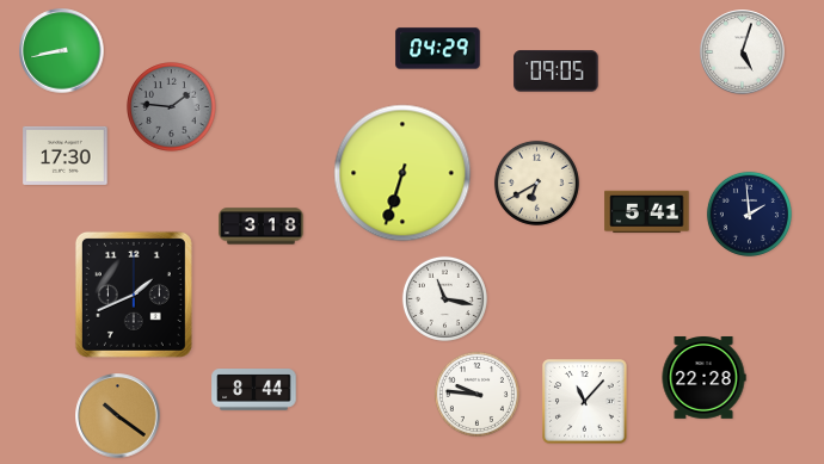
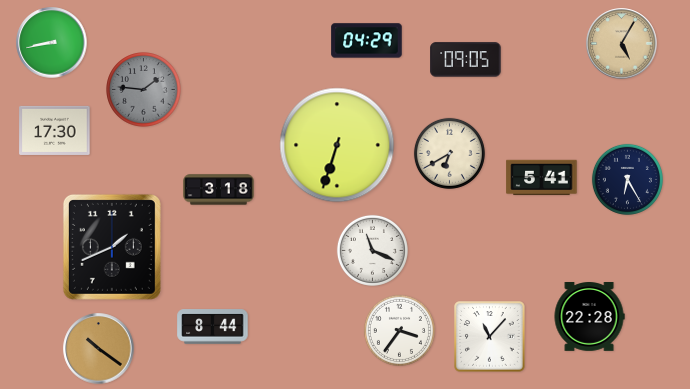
clock at (743, 52): 5:03 -> 5:05
clock at (743, 52) dial: white -> champagne
clock at (749, 214): 1:59 -> 6:25
clock at (444, 298): 11:17 -> 11:19
clock at (476, 394): 9:46 -> 3:36
